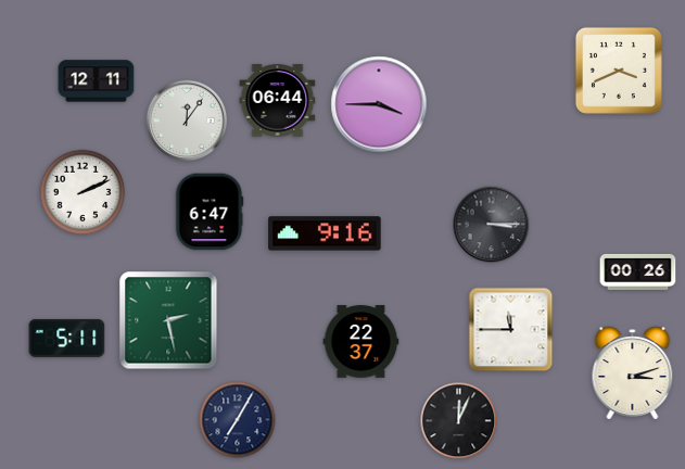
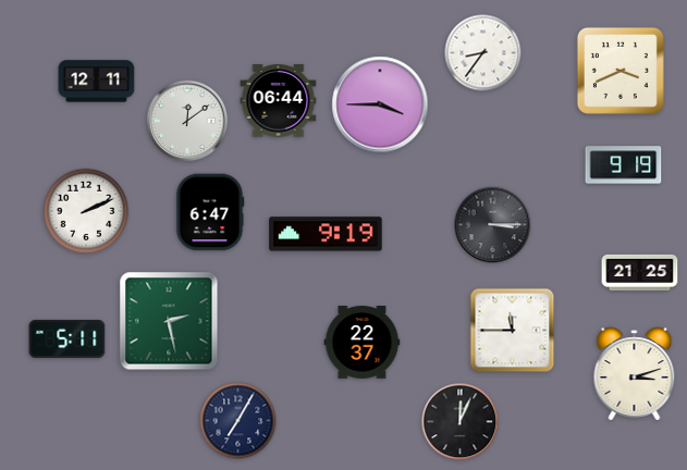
clock at (483, 53): none -> 8:36
clock at (187, 121): 12:06 -> 12:09
clock at (624, 165): none -> 9:19
clock at (83, 192) position: (83, 192) -> (86, 211)
clock at (325, 233): 9:16 -> 9:19
clock at (638, 271): 00:26 -> 21:25
